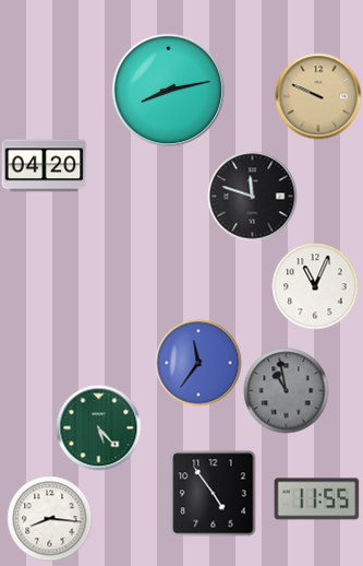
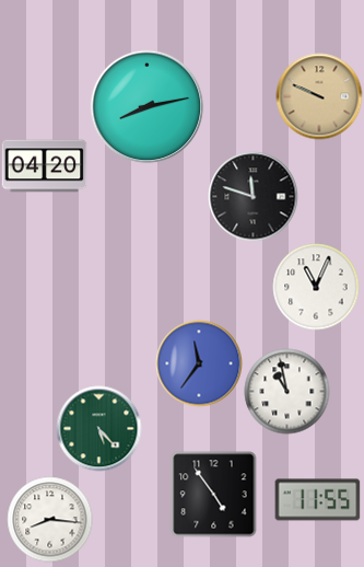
clock at (168, 90) position: (168, 90) -> (146, 106)
clock at (286, 390) dial: grey -> white
